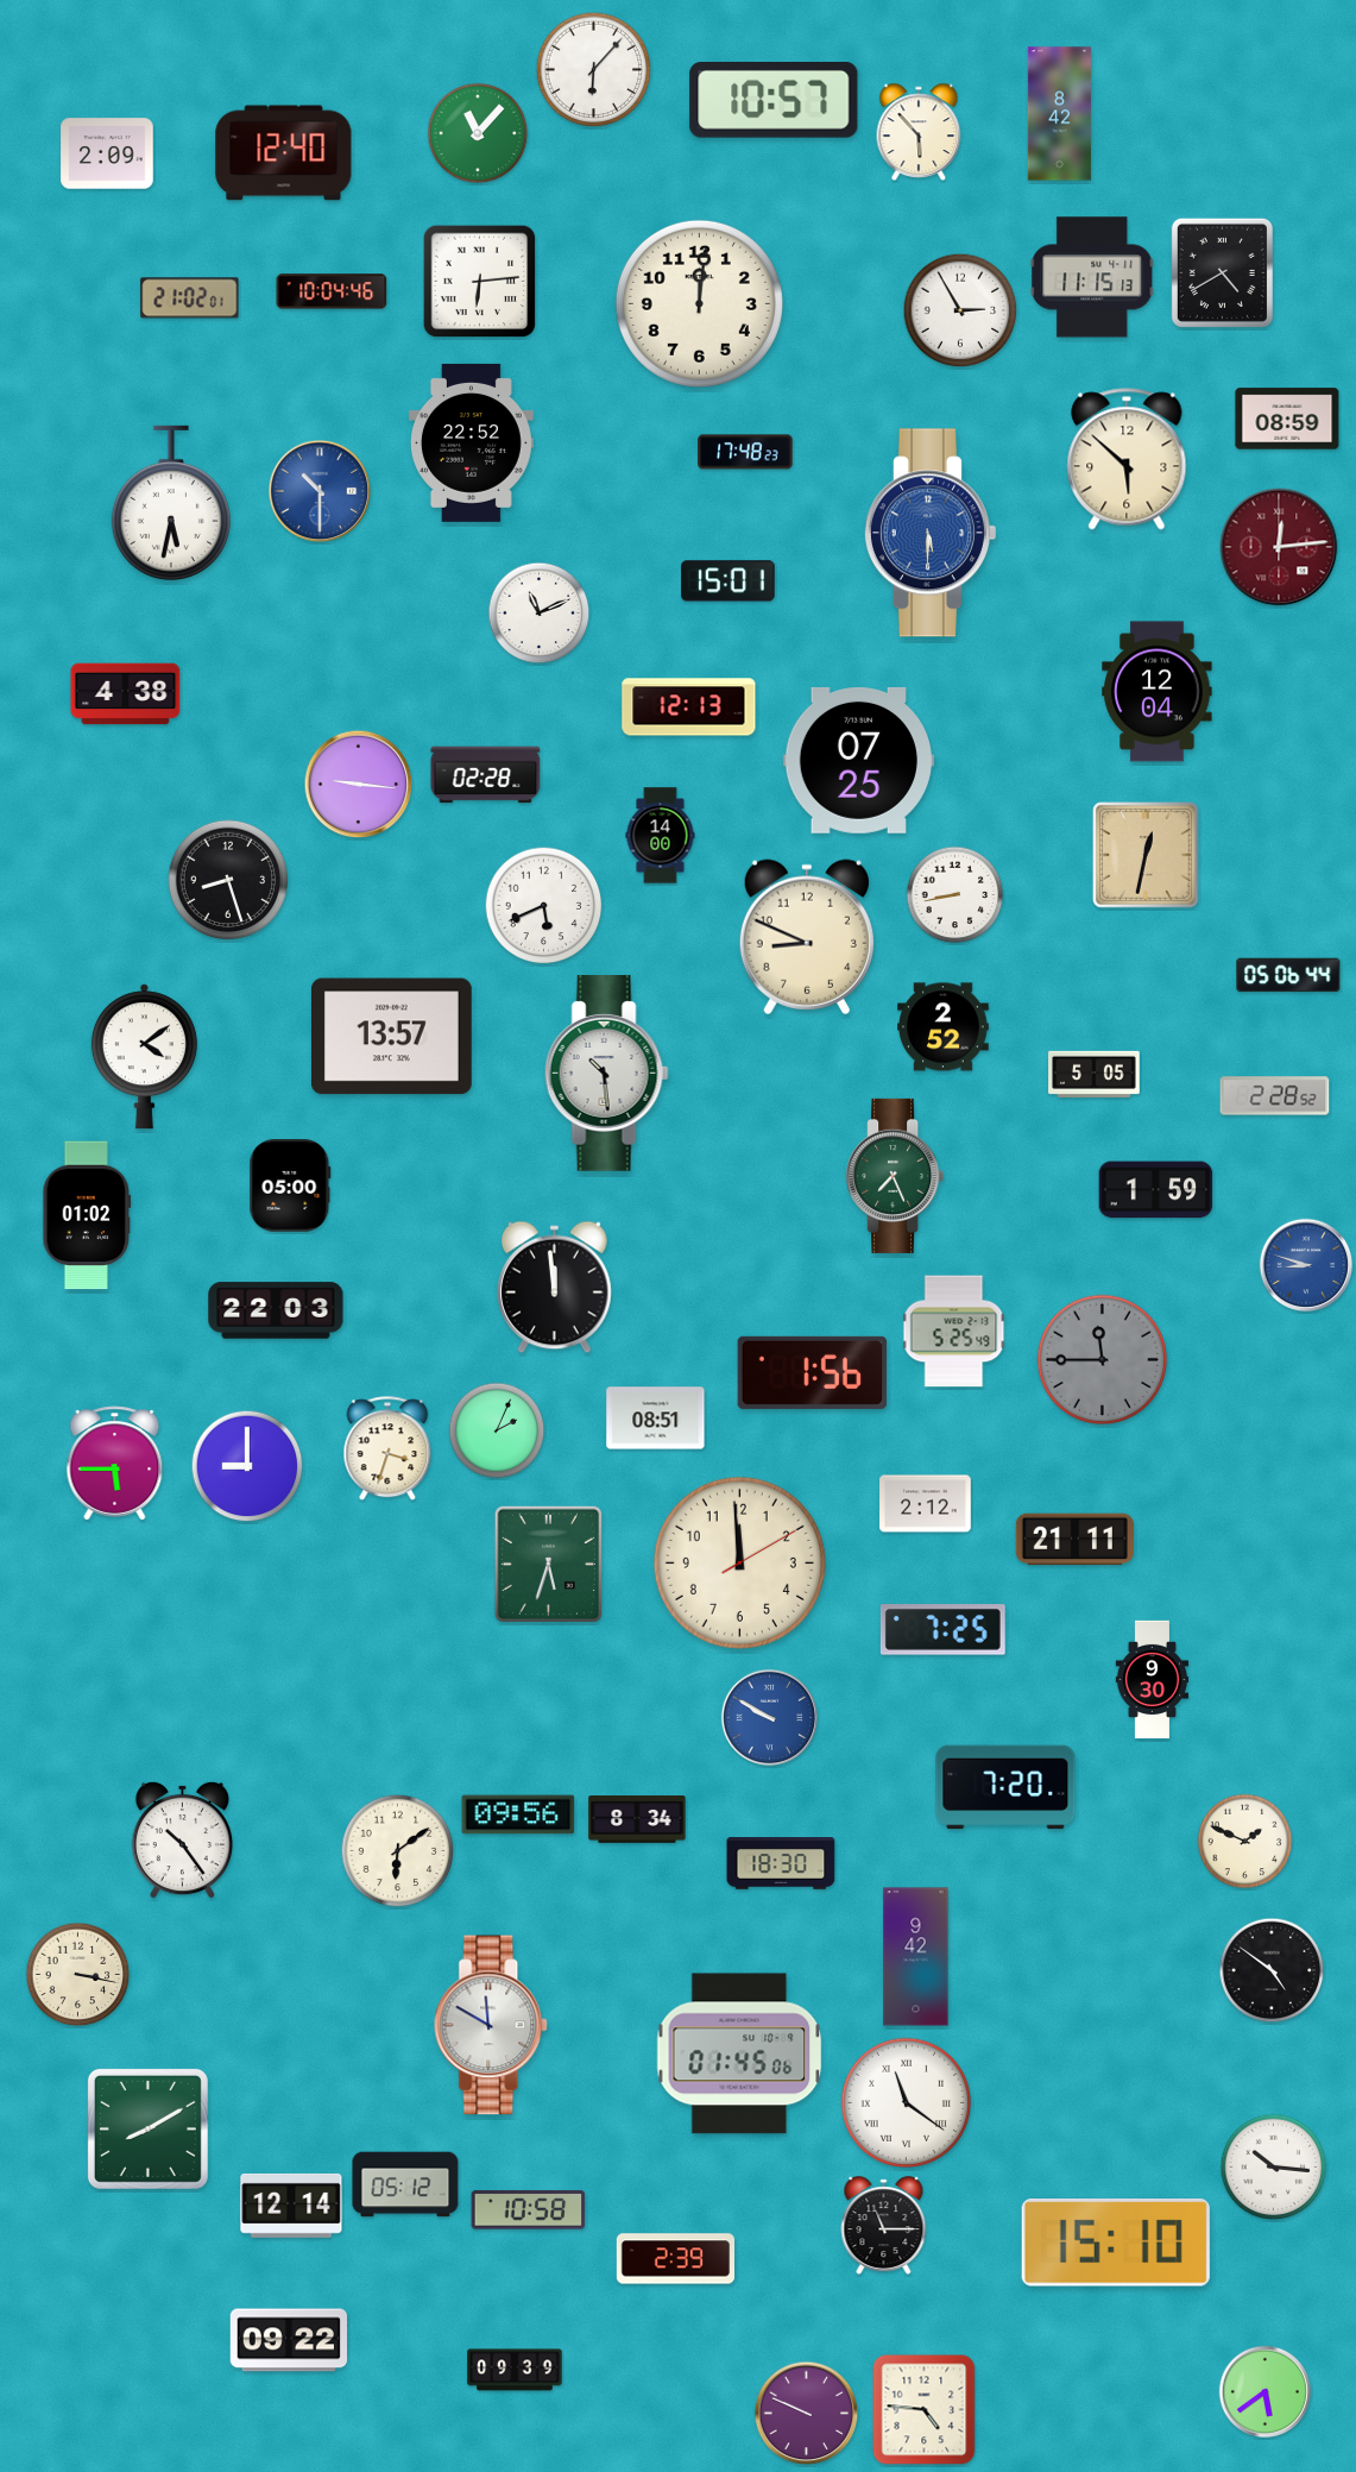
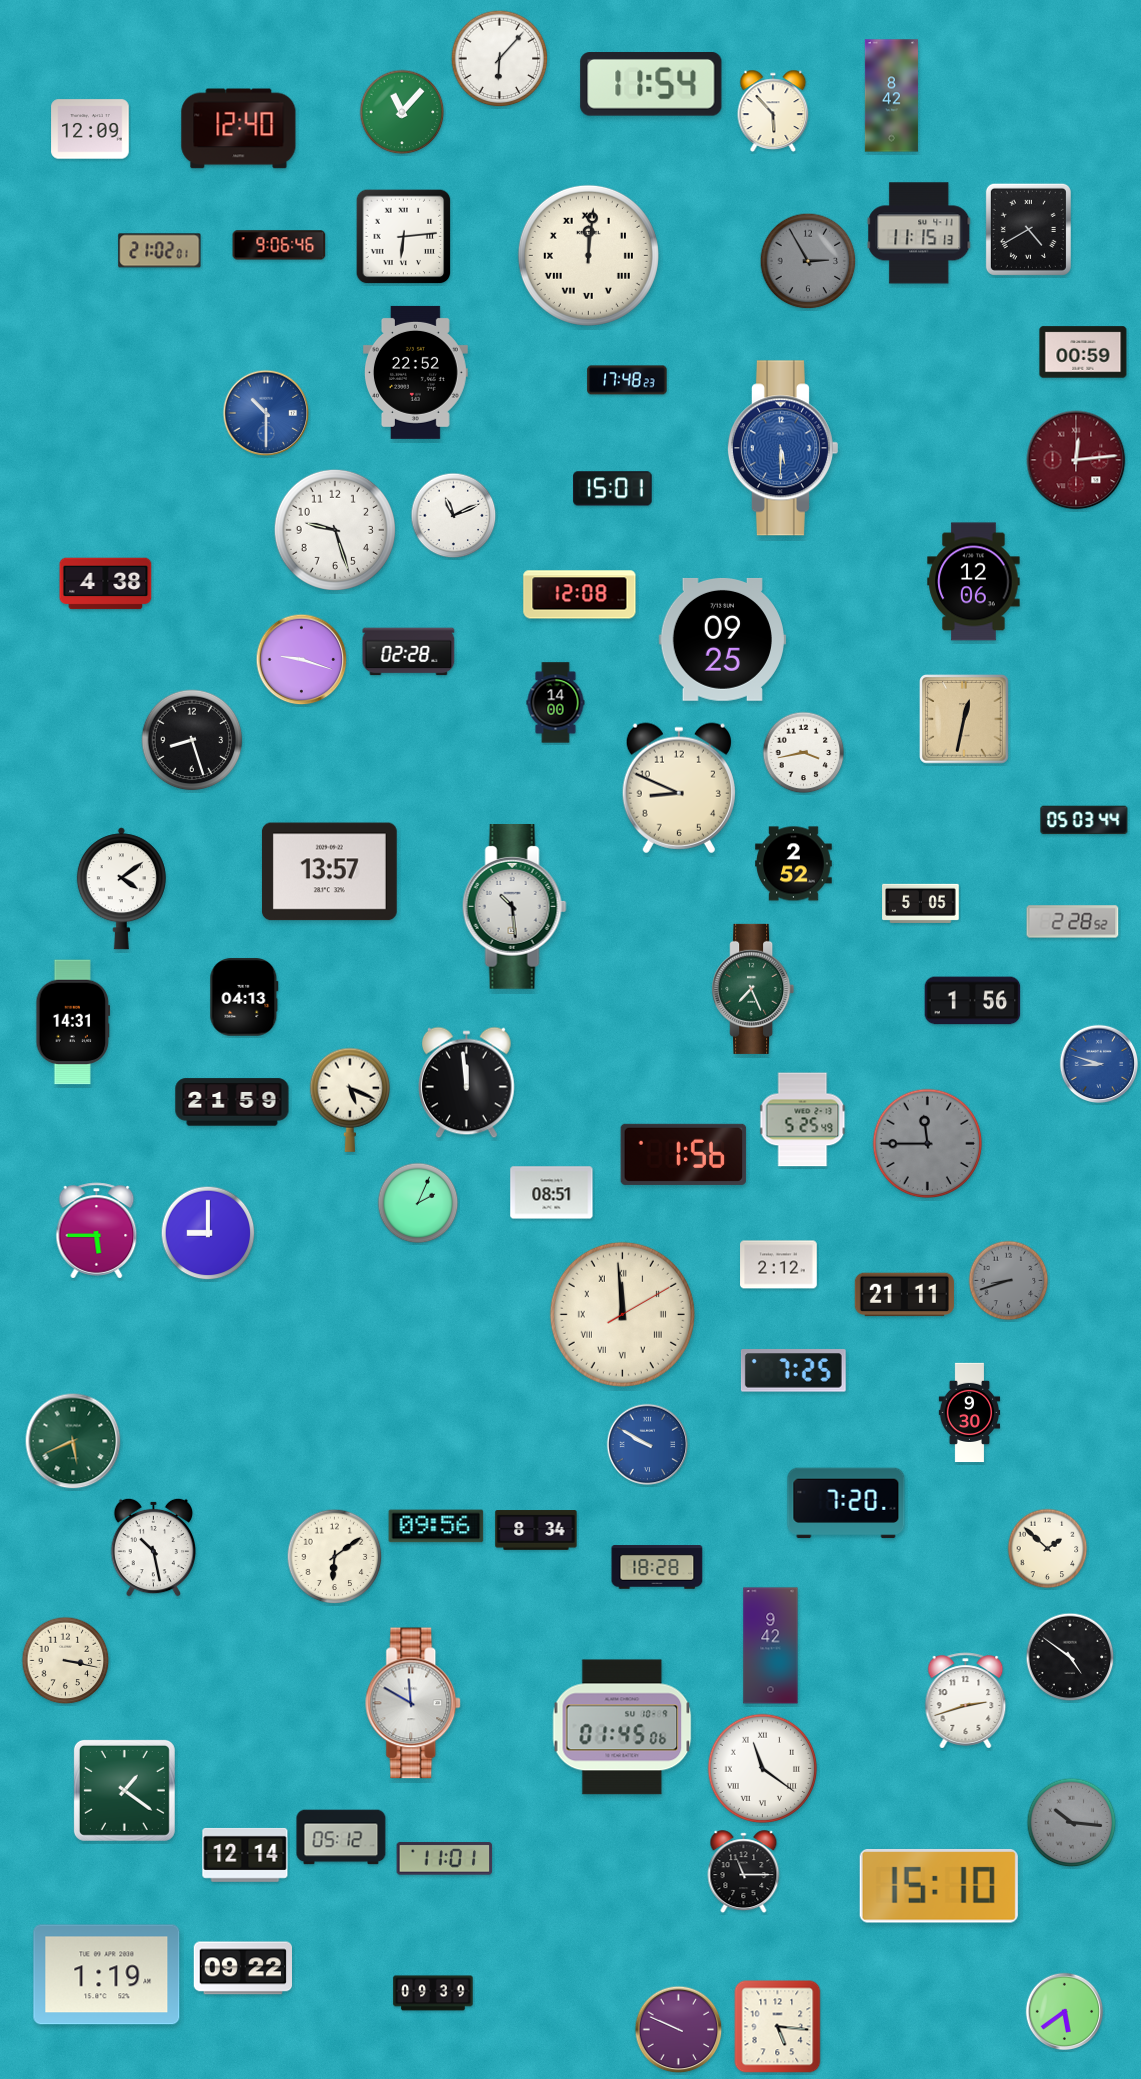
clock at (774, 101): 10:57 -> 11:54
clock at (107, 153): 2:09 -> 12:09
clock at (332, 291): 10:04 -> 9:06
clock at (699, 303) numerals: Arabic -> Roman
clock at (960, 310) dial: white -> grey
clock at (1287, 419): 08:59 -> 00:59
clock at (471, 442) position: (471, 442) -> (415, 372)
clock at (1127, 459): 5:52 -> none
clock at (320, 491) position: (320, 491) -> (266, 413)
clock at (171, 503): 5:32 -> none
clock at (335, 530): none -> 9:27
clock at (1158, 692): 12:04 -> 12:06
clock at (689, 707): 12:13 -> 12:08
clock at (858, 760): 07:25 -> 09:25
clock at (359, 785): 9:16 -> 9:18
clock at (955, 895): 8:43 -> 3:43
clock at (544, 906): 5:41 -> none
clock at (1288, 975): 05:06 -> 05:03
clock at (606, 1074) position: (606, 1074) -> (514, 907)
clock at (290, 1185): 05:00 -> 04:13
clock at (1156, 1190): 1:59 -> 1:56
clock at (87, 1215): 01:02 -> 14:31
clock at (349, 1100): none -> 5:19
clock at (276, 1310): 22:03 -> 21:59
clock at (387, 1449): 3:33 -> none
clock at (1009, 1281): none -> 8:42
clock at (739, 1562) numerals: Arabic -> Roman
clock at (548, 1564): 5:33 -> none
clock at (73, 1441): none -> 5:41
clock at (183, 1839): 10:24 -> 10:28
clock at (1245, 1842): 1:49 -> 1:52
clock at (781, 1863): 18:30 -> 18:28
clock at (966, 1701): none -> 2:42
clock at (147, 2128): 8:10 -> 1:21
clock at (1274, 2168) dial: white -> grey
clock at (529, 2210): 10:58 -> 11:01
clock at (675, 2259): 2:39 -> none
clock at (107, 1975): none -> 1:19
clock at (925, 2410): 4:46 -> 5:16
